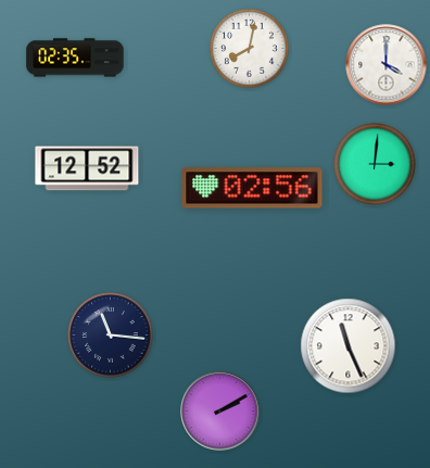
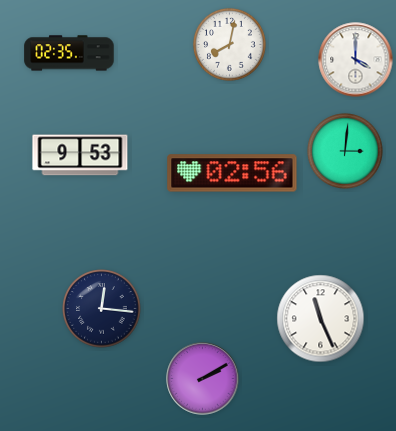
clock at (87, 168): 12:52 -> 9:53
clock at (111, 336): 11:16 -> 12:16
